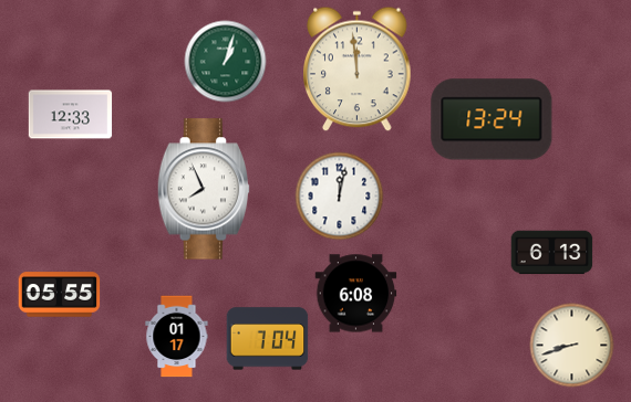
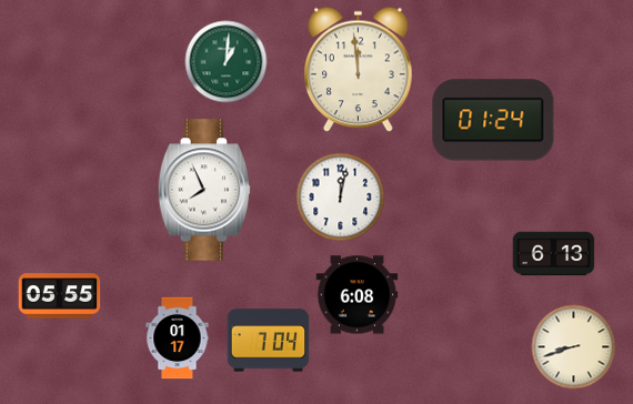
clock at (226, 62): 1:03 -> 1:01
clock at (71, 115): 12:33 -> none
clock at (492, 119): 13:24 -> 01:24
